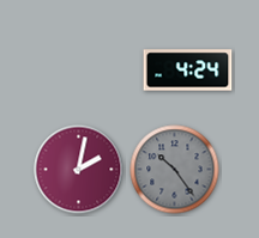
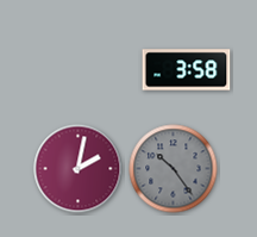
clock at (188, 71): 4:24 -> 3:58
